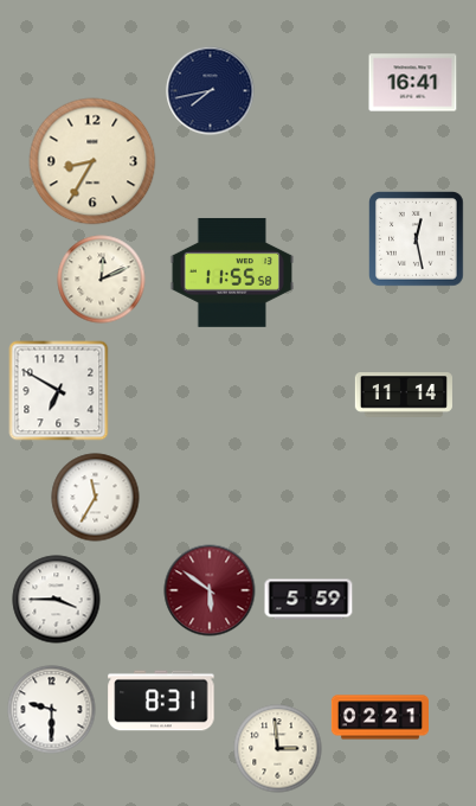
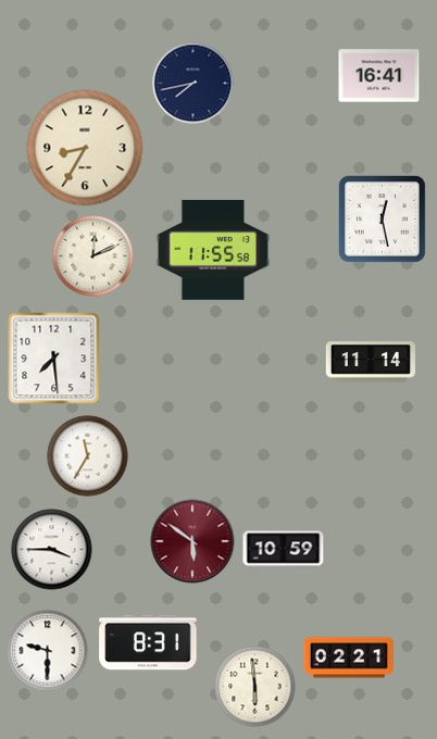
clock at (59, 391): 6:50 -> 7:29
clock at (309, 600): 5:59 -> 10:59
clock at (278, 749): 2:59 -> 5:59
